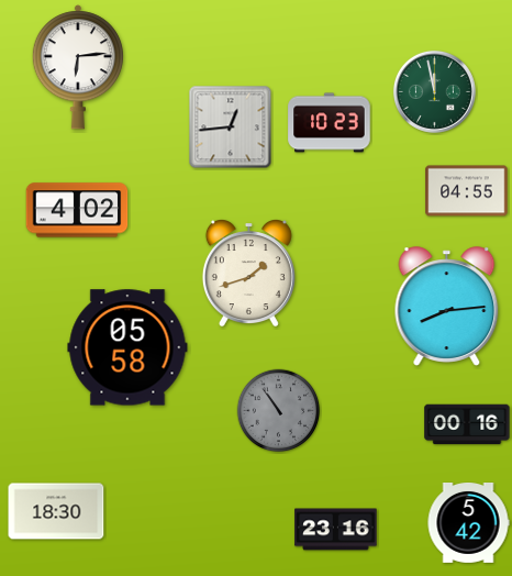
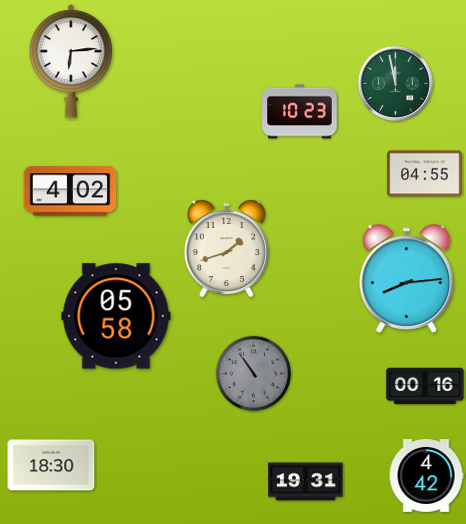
clock at (231, 128): 12:44 -> none
clock at (468, 523): 5:42 -> 4:42
clock at (336, 530): 23:16 -> 19:31
